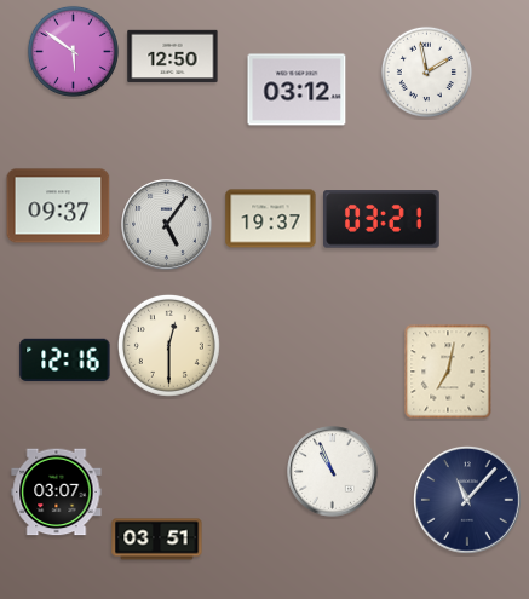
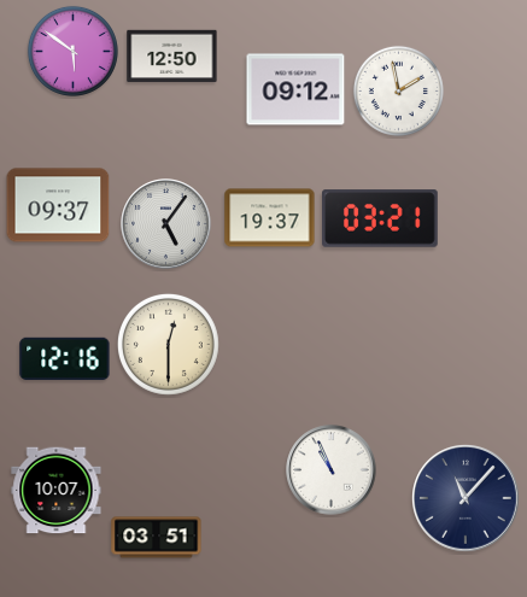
clock at (426, 71) position: (426, 71) -> (398, 90)
clock at (297, 90): 03:12 -> 09:12
clock at (448, 372): 7:02 -> none
clock at (57, 493): 03:07 -> 10:07
